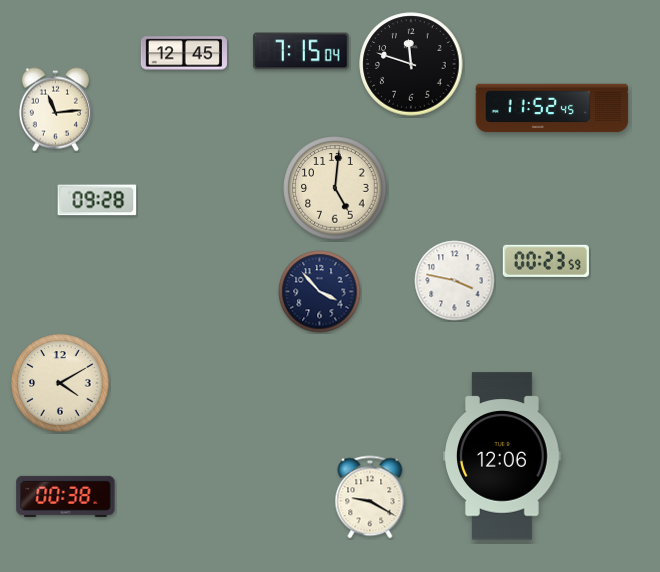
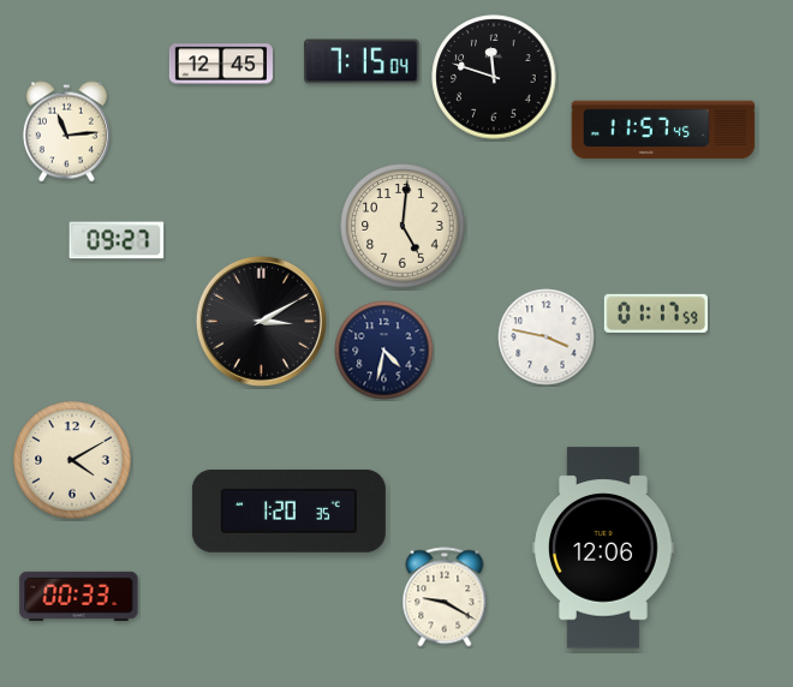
clock at (552, 108): 11:52 -> 11:57
clock at (97, 200): 09:28 -> 09:27
clock at (546, 261): 00:23 -> 01:17
clock at (261, 321): none -> 3:10
clock at (320, 292): 3:53 -> 4:32
clock at (288, 510): none -> 1:20
clock at (66, 496): 00:38 -> 00:33
